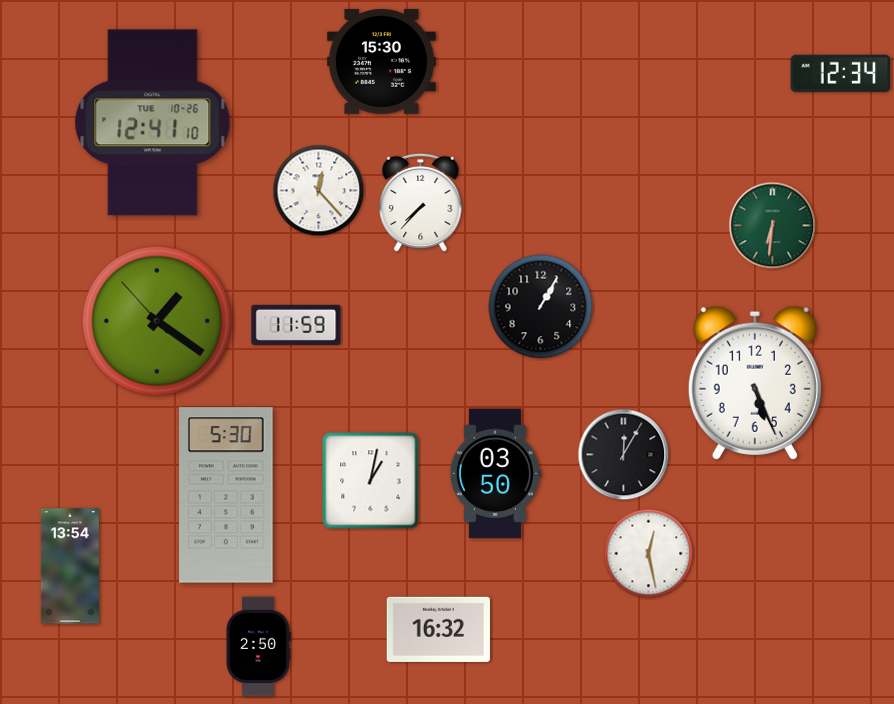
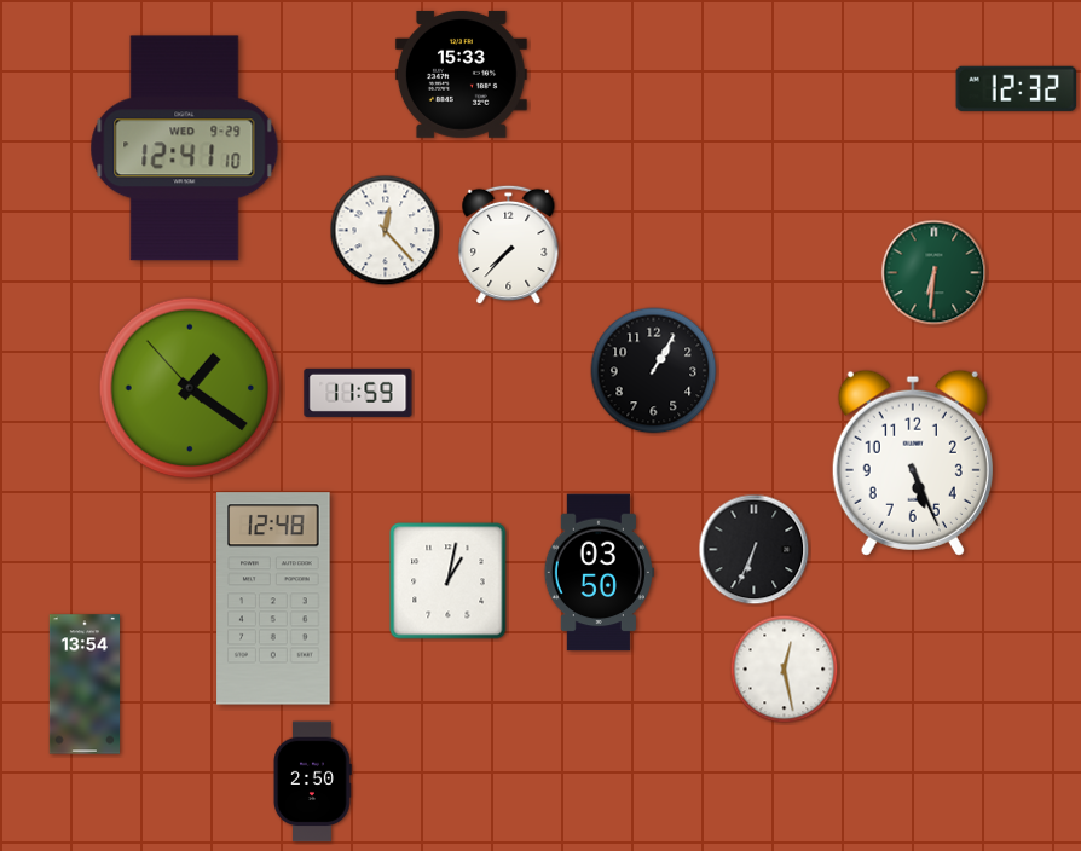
clock at (381, 61): 15:30 -> 15:33
clock at (841, 73): 12:34 -> 12:32
clock at (153, 123) date: TUE 10-26 -> WED 9-29
clock at (624, 455): 12:05 -> 6:34
clock at (226, 495): 5:30 -> 12:48
clock at (438, 629): 16:32 -> none
